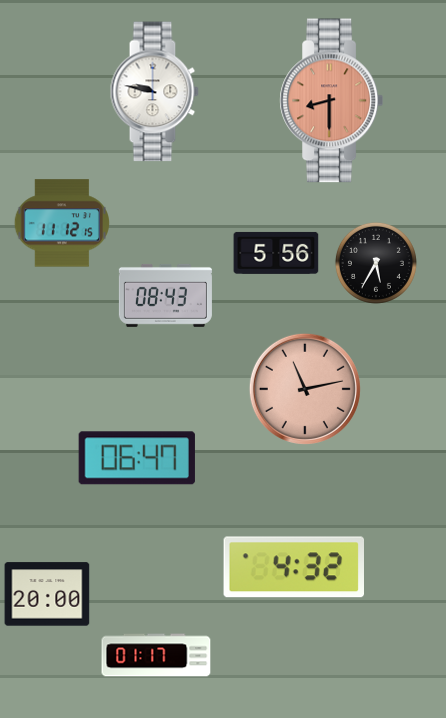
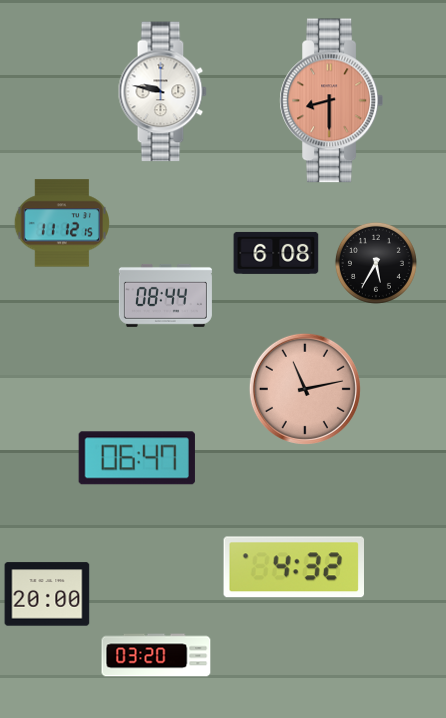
clock at (154, 92) position: (154, 92) -> (162, 92)
clock at (276, 253): 5:56 -> 6:08
clock at (165, 295): 08:43 -> 08:44
clock at (156, 655): 01:17 -> 03:20
